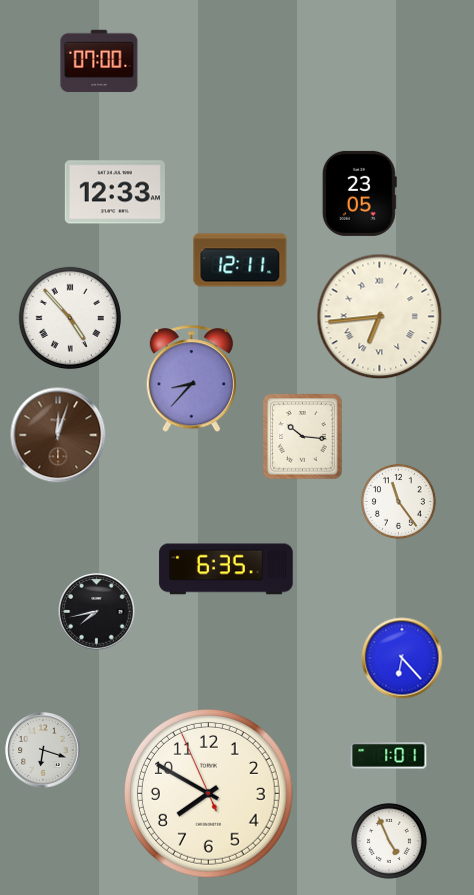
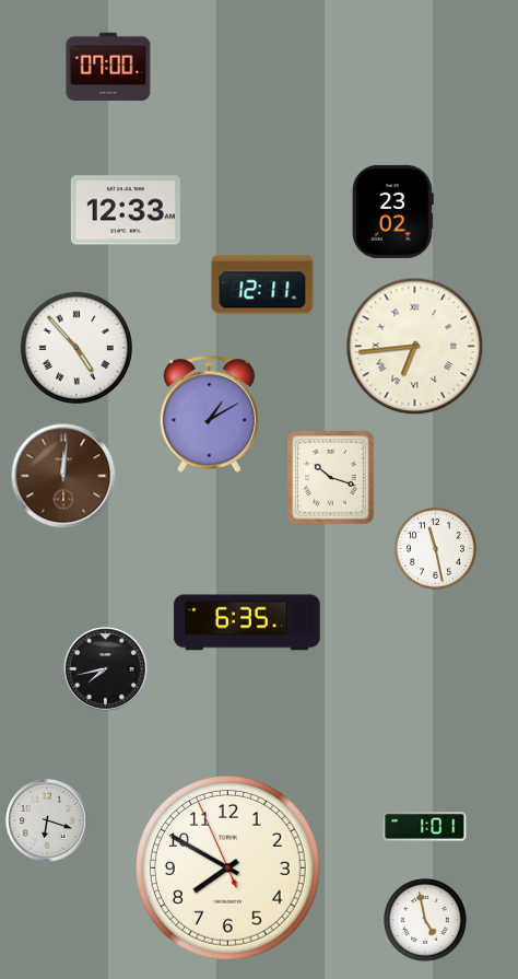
clock at (359, 193): 23:05 -> 23:02
clock at (191, 379): 8:37 -> 1:10
clock at (58, 435): 12:03 -> 12:01
clock at (303, 437): 10:16 -> 10:18
clock at (398, 501): 11:24 -> 11:28
clock at (402, 658): 6:23 -> none
clock at (389, 841): 4:56 -> 4:58
